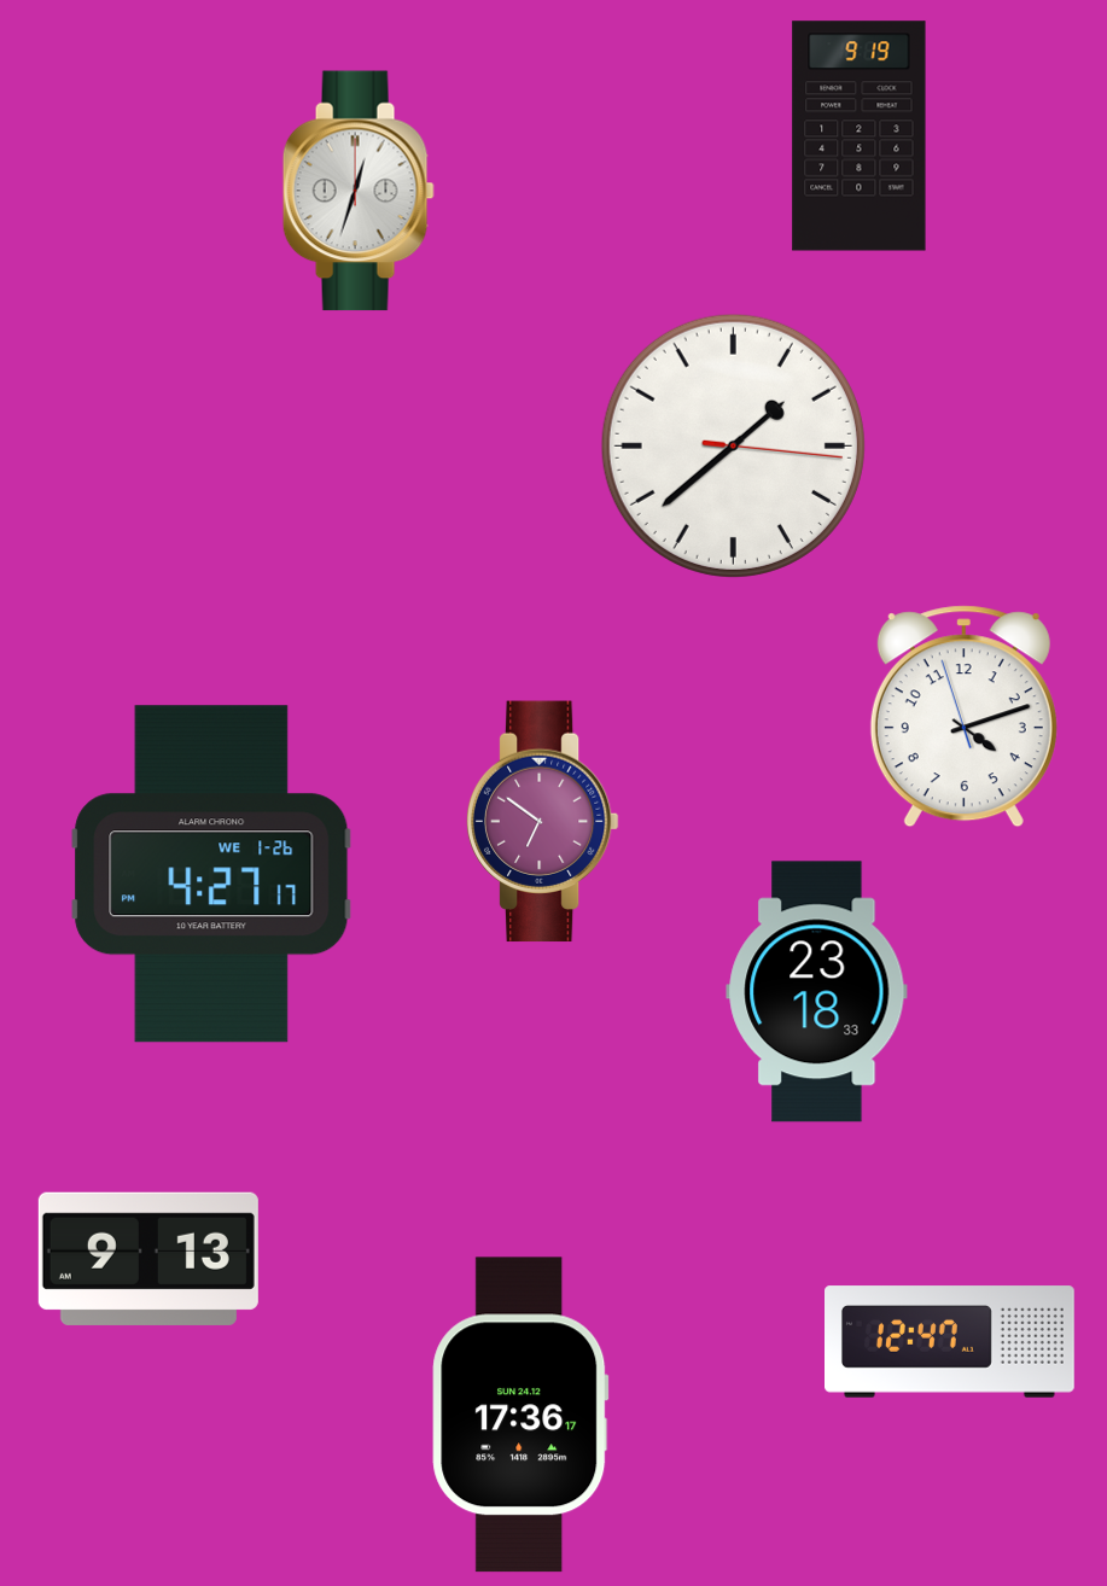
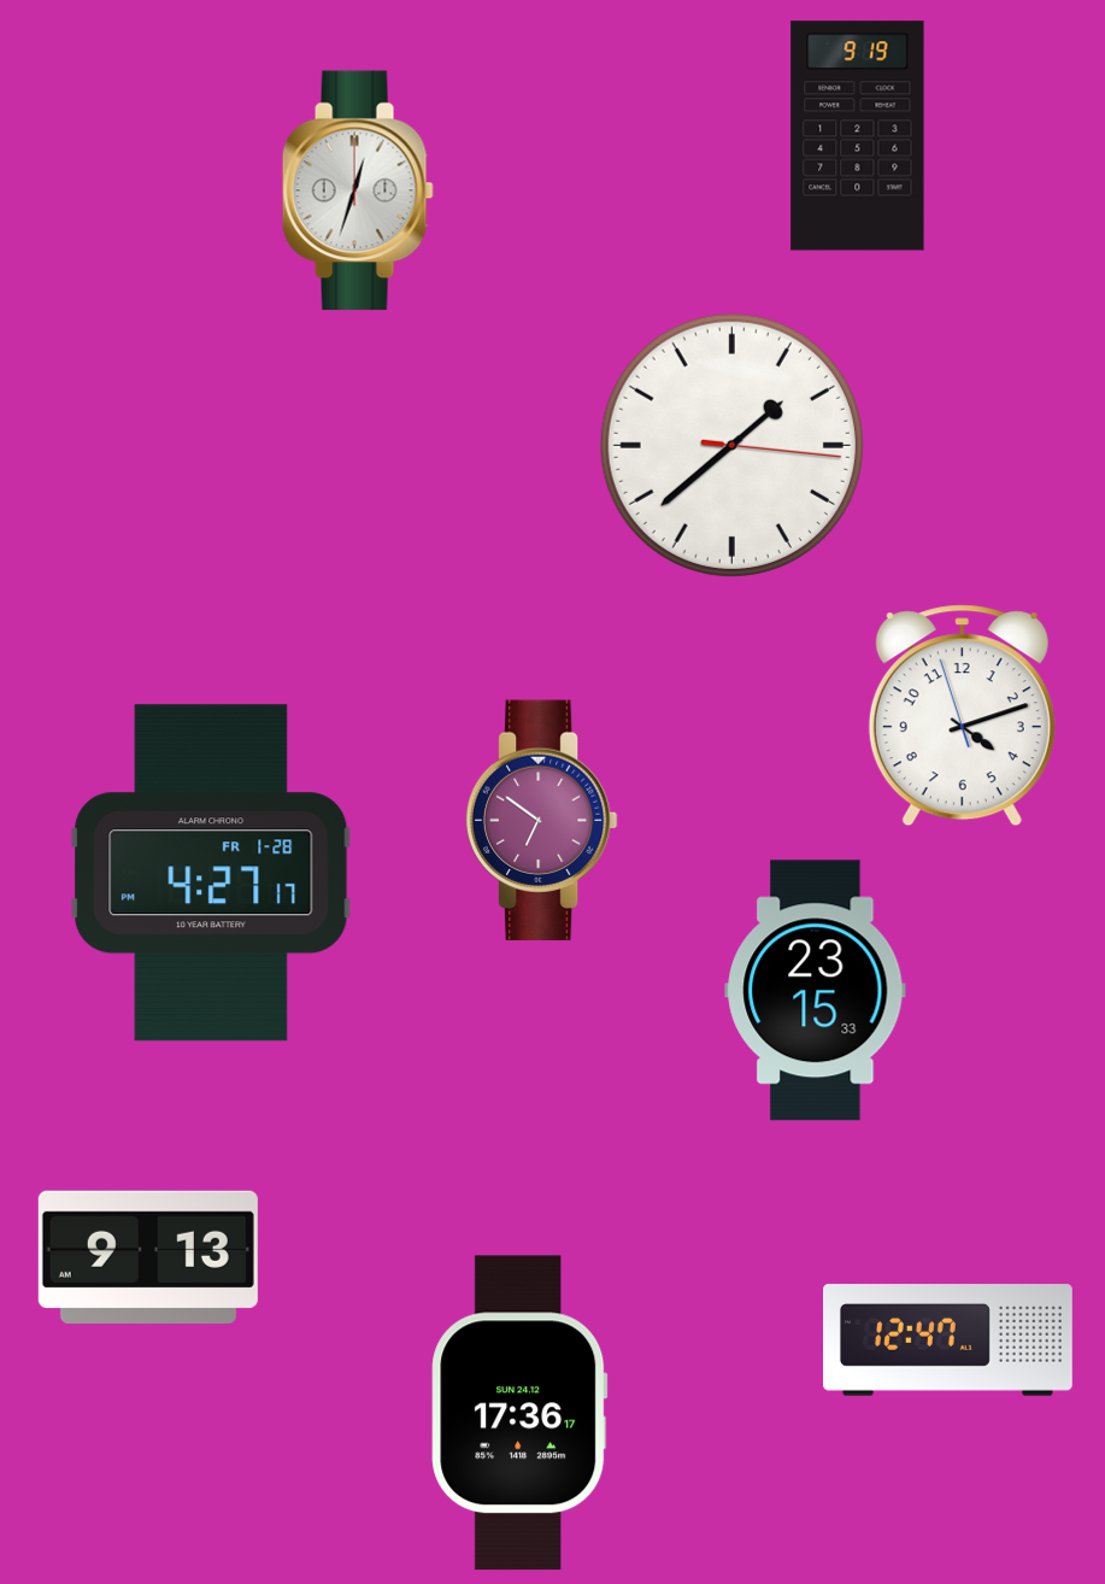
clock at (211, 874) date: WE 1-26 -> FR 1-28
clock at (817, 992): 23:18 -> 23:15
